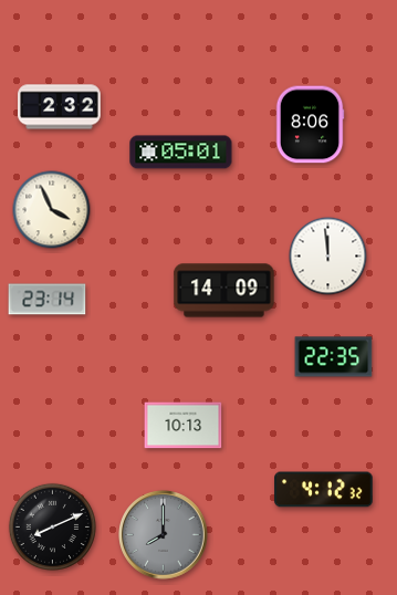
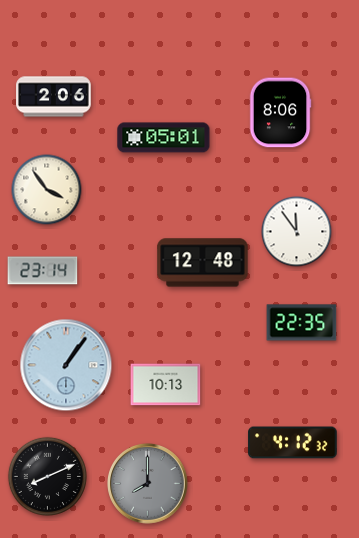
clock at (60, 107): 2:32 -> 2:06
clock at (52, 210): 3:56 -> 3:54
clock at (328, 257): 11:59 -> 11:54
clock at (224, 291): 14:09 -> 12:48
clock at (66, 365): none -> 1:06
